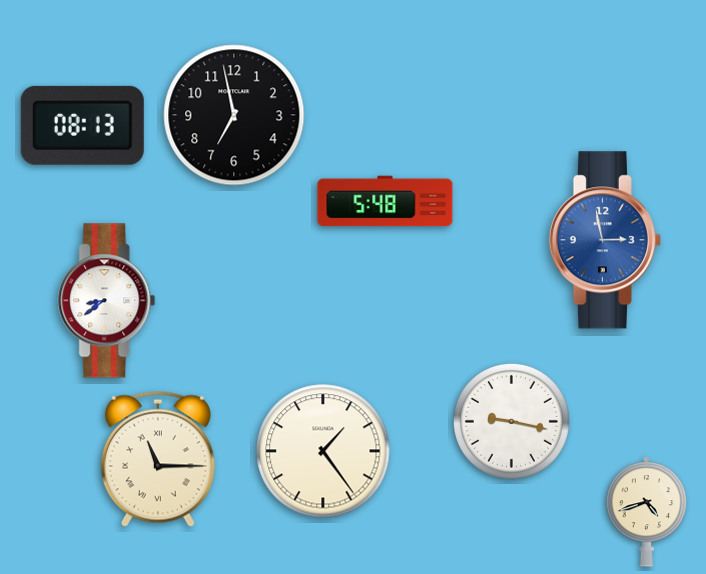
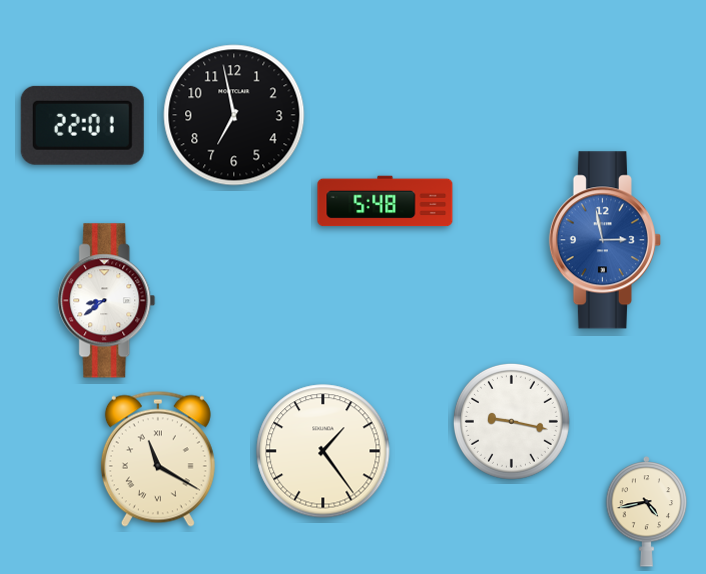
clock at (82, 125): 08:13 -> 22:01
clock at (158, 459): 11:15 -> 11:20
clock at (647, 512): 4:42 -> 4:43
